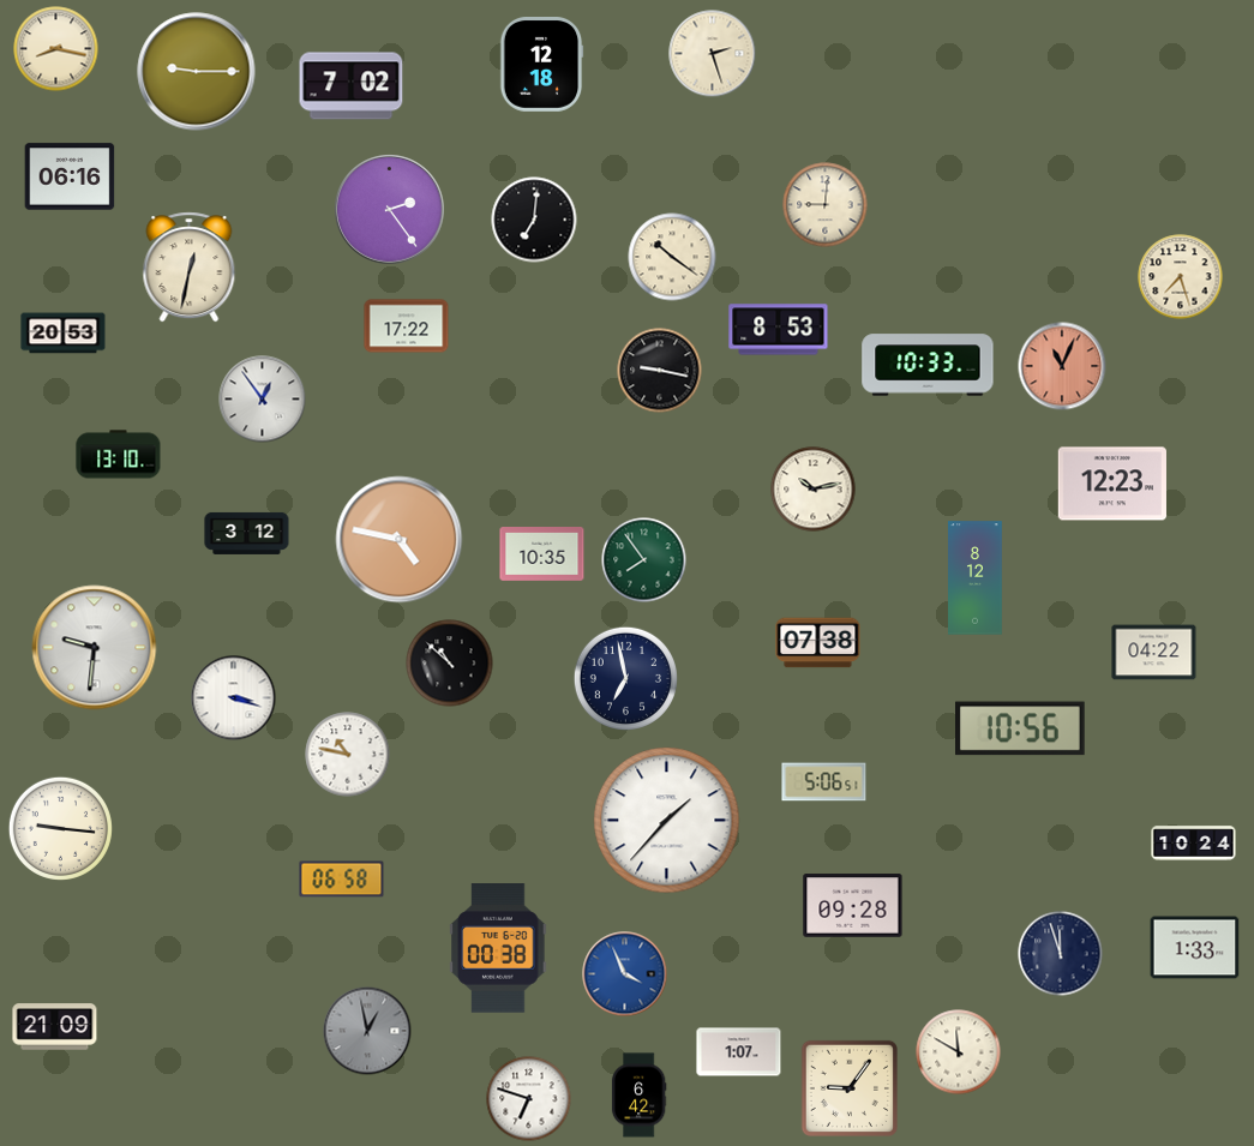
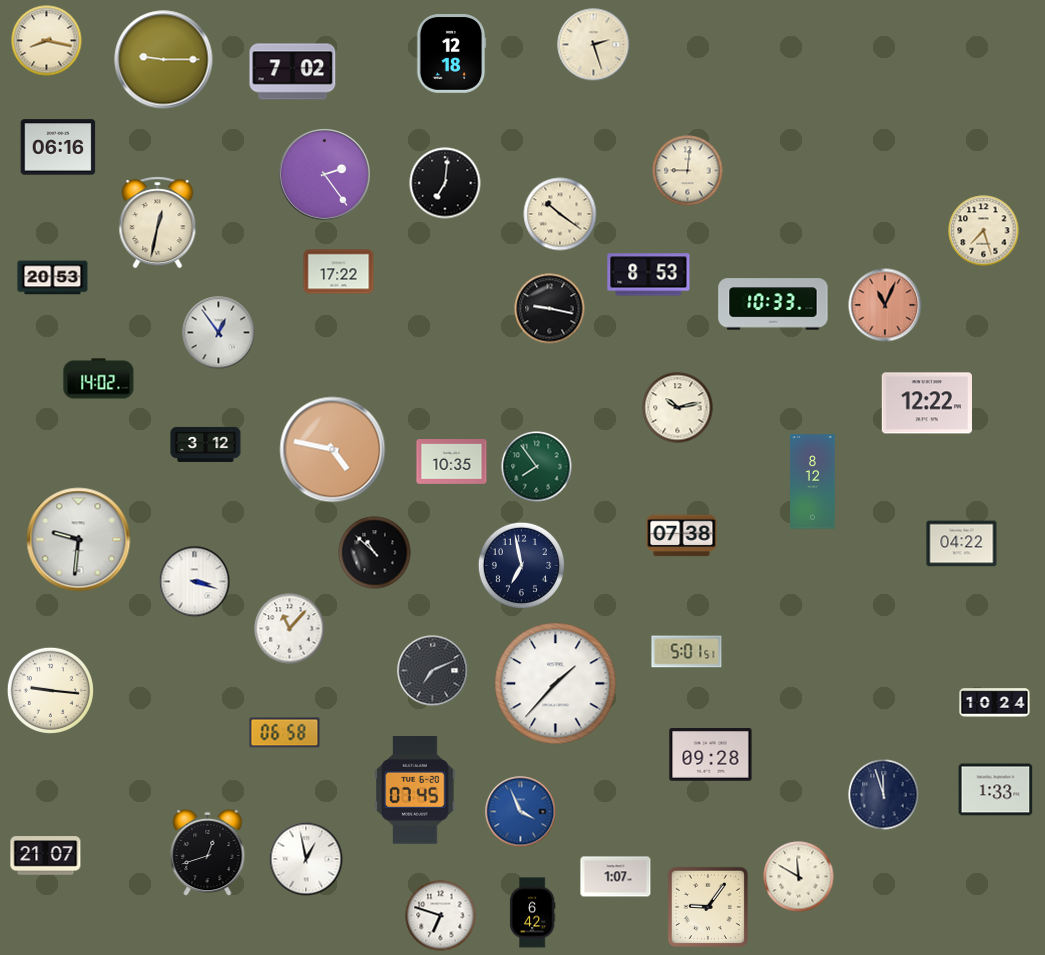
clock at (119, 455): 13:10 -> 14:02
clock at (1112, 484): 12:23 -> 12:22
clock at (1021, 728): 10:56 -> none
clock at (348, 755): 10:47 -> 11:07
clock at (824, 782): 5:06 -> 5:01
clock at (433, 671): none -> 7:11
clock at (498, 948): 00:38 -> 07:45
clock at (208, 853): none -> 12:42
clock at (55, 1027): 21:09 -> 21:07
clock at (367, 1031) dial: grey -> white
